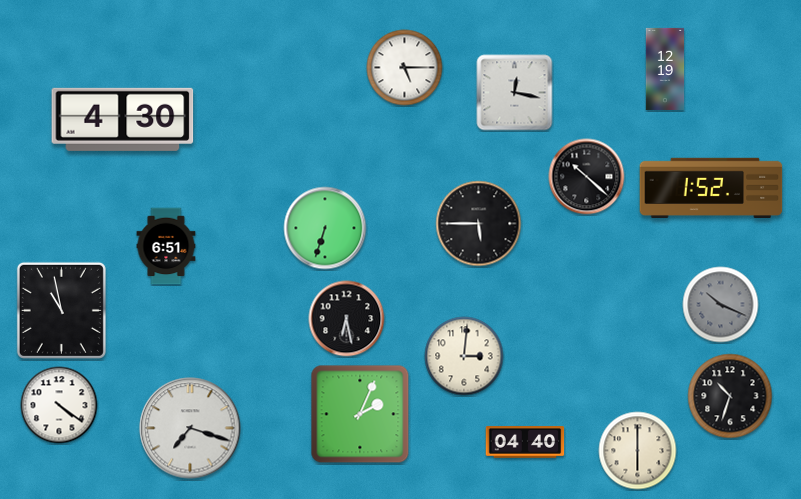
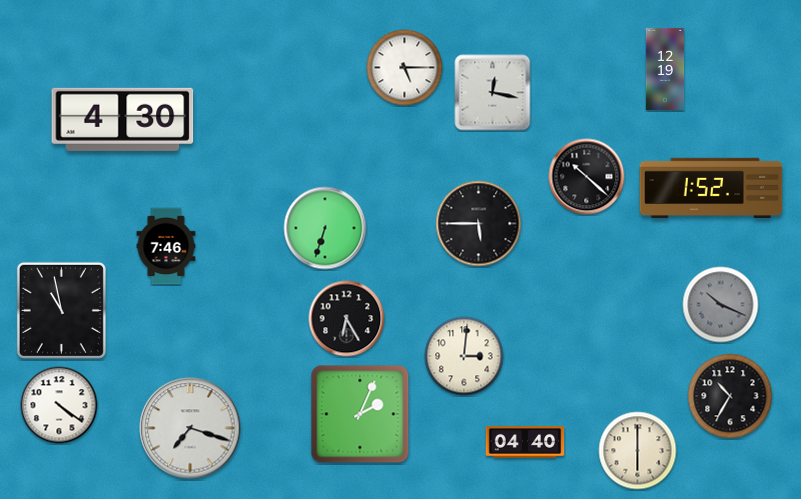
clock at (515, 93) position: (515, 93) -> (493, 93)
clock at (166, 246): 6:51 -> 7:46
clock at (347, 319): 6:28 -> 6:25
clock at (730, 396): 10:33 -> 10:35
